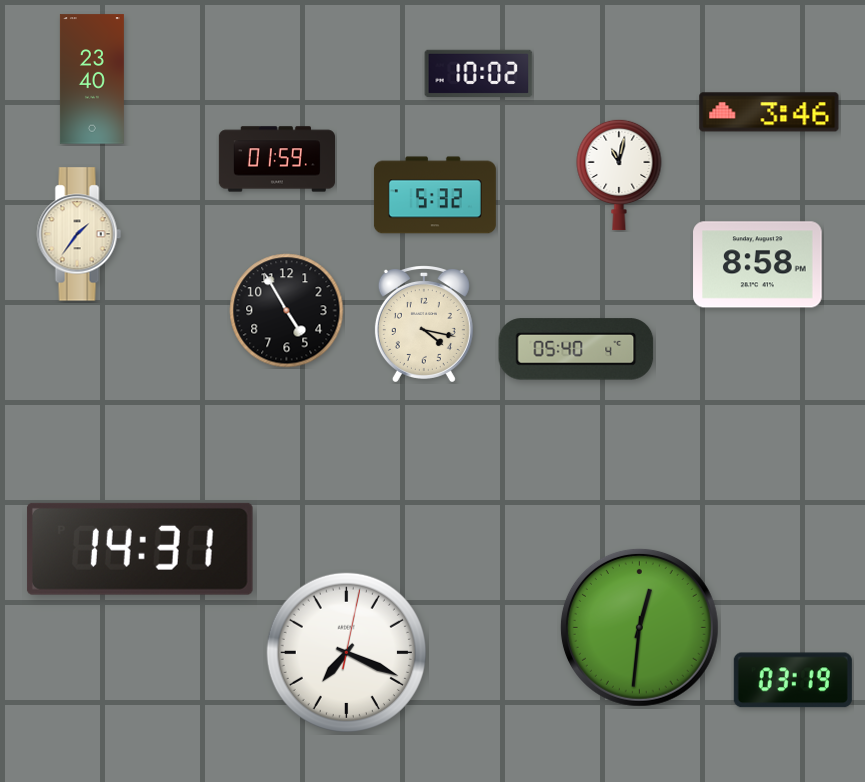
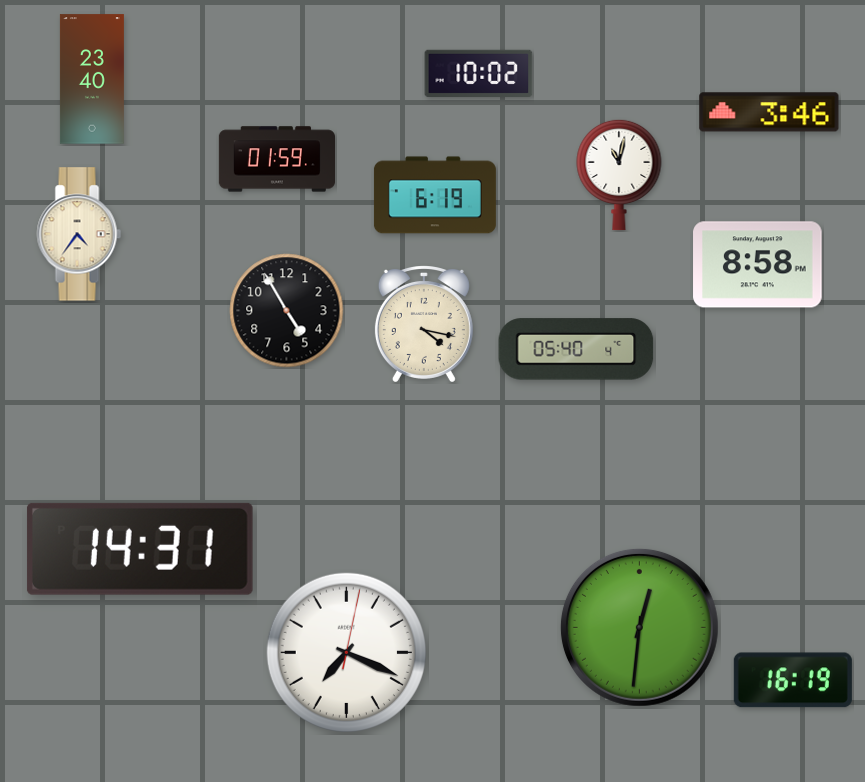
clock at (435, 195): 5:32 -> 6:19
clock at (79, 234): 1:36 -> 4:36
clock at (793, 680): 03:19 -> 16:19
